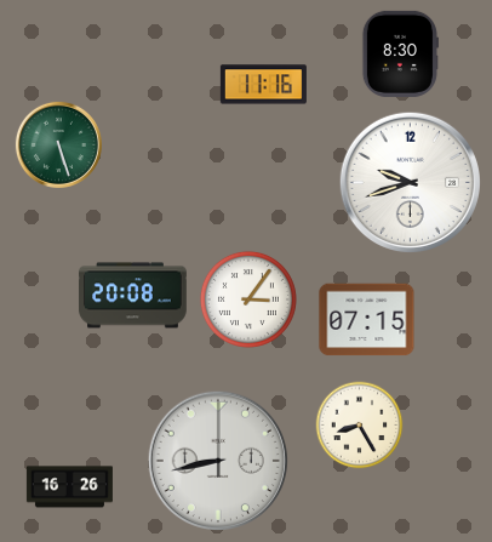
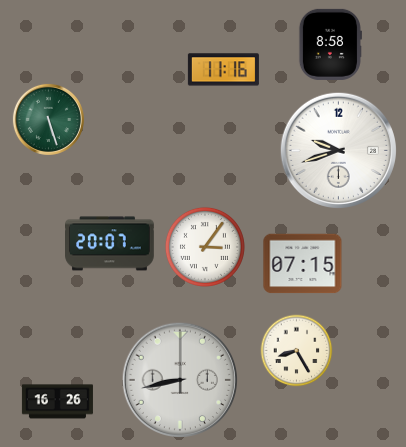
clock at (400, 53): 8:30 -> 8:58
clock at (263, 85) position: (263, 85) -> (223, 70)
clock at (133, 296): 20:08 -> 20:07
